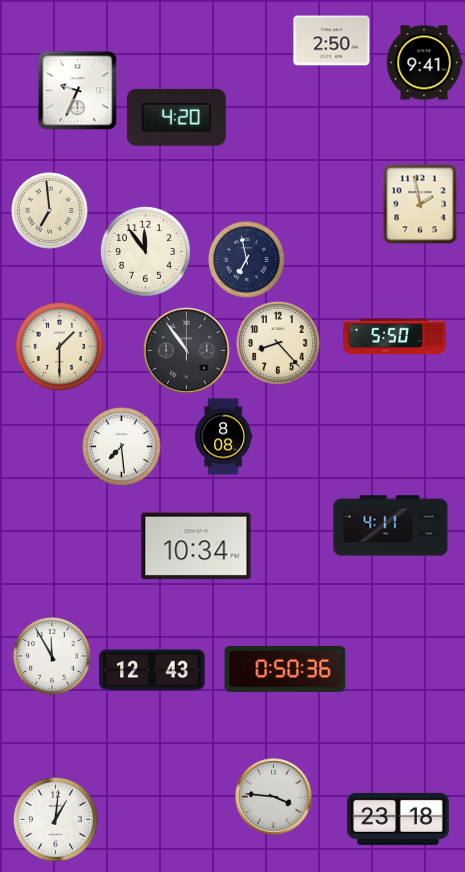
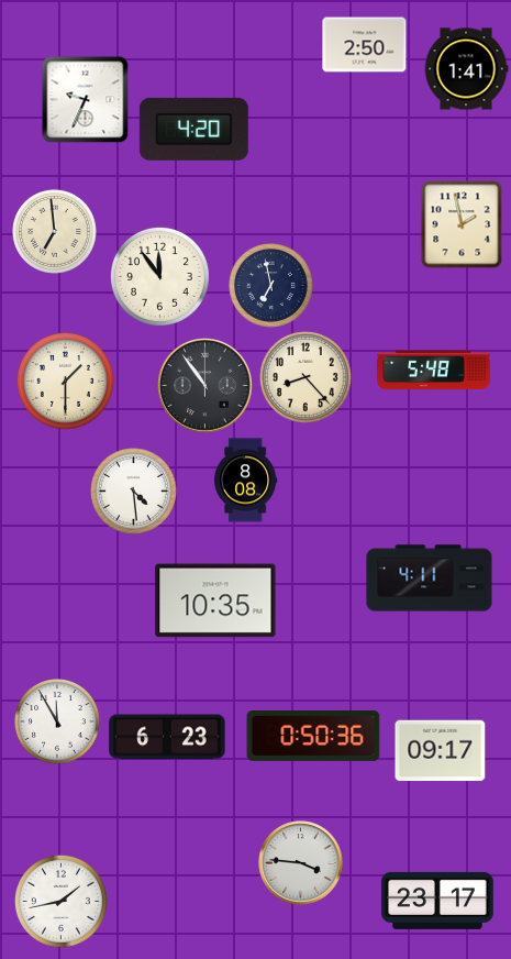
clock at (424, 63): 9:41 -> 1:41
clock at (395, 337): 5:50 -> 5:48
clock at (122, 447): 7:29 -> 4:29
clock at (196, 546): 10:34 -> 10:35
clock at (152, 670): 12:43 -> 6:23
clock at (441, 751): none -> 09:17
clock at (274, 797) position: (274, 797) -> (301, 863)
clock at (55, 819): 1:01 -> 1:43
clock at (398, 819): 23:18 -> 23:17
